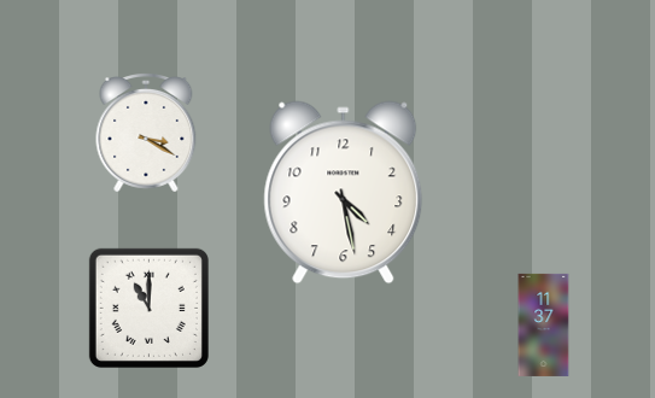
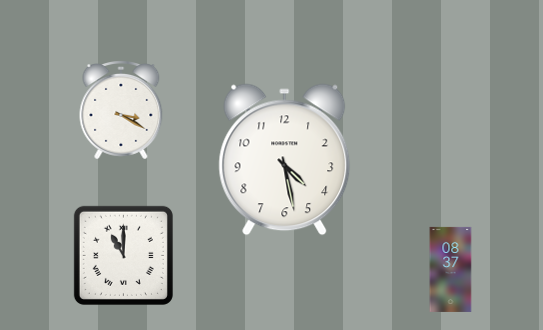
clock at (544, 324): 11:37 -> 08:37
